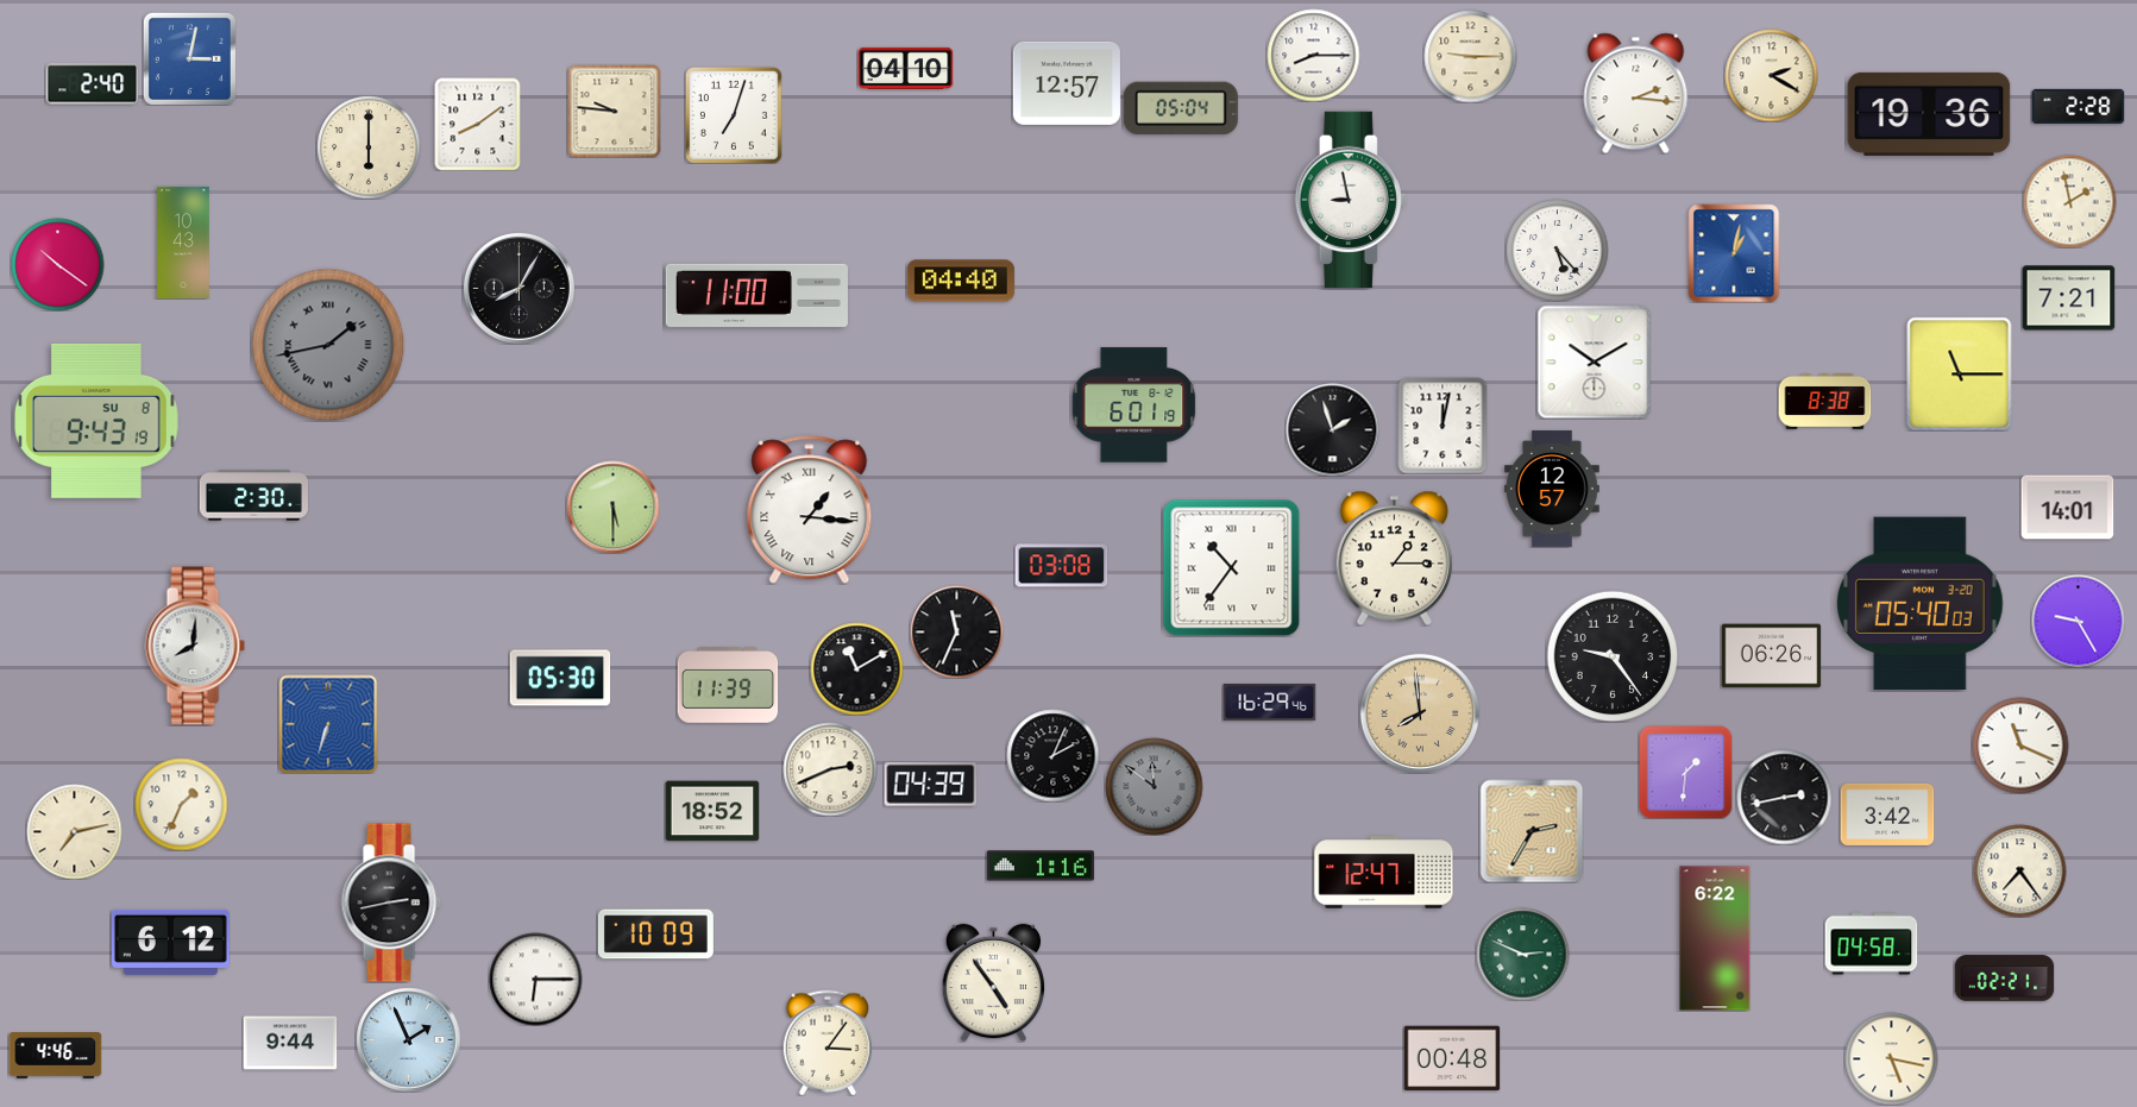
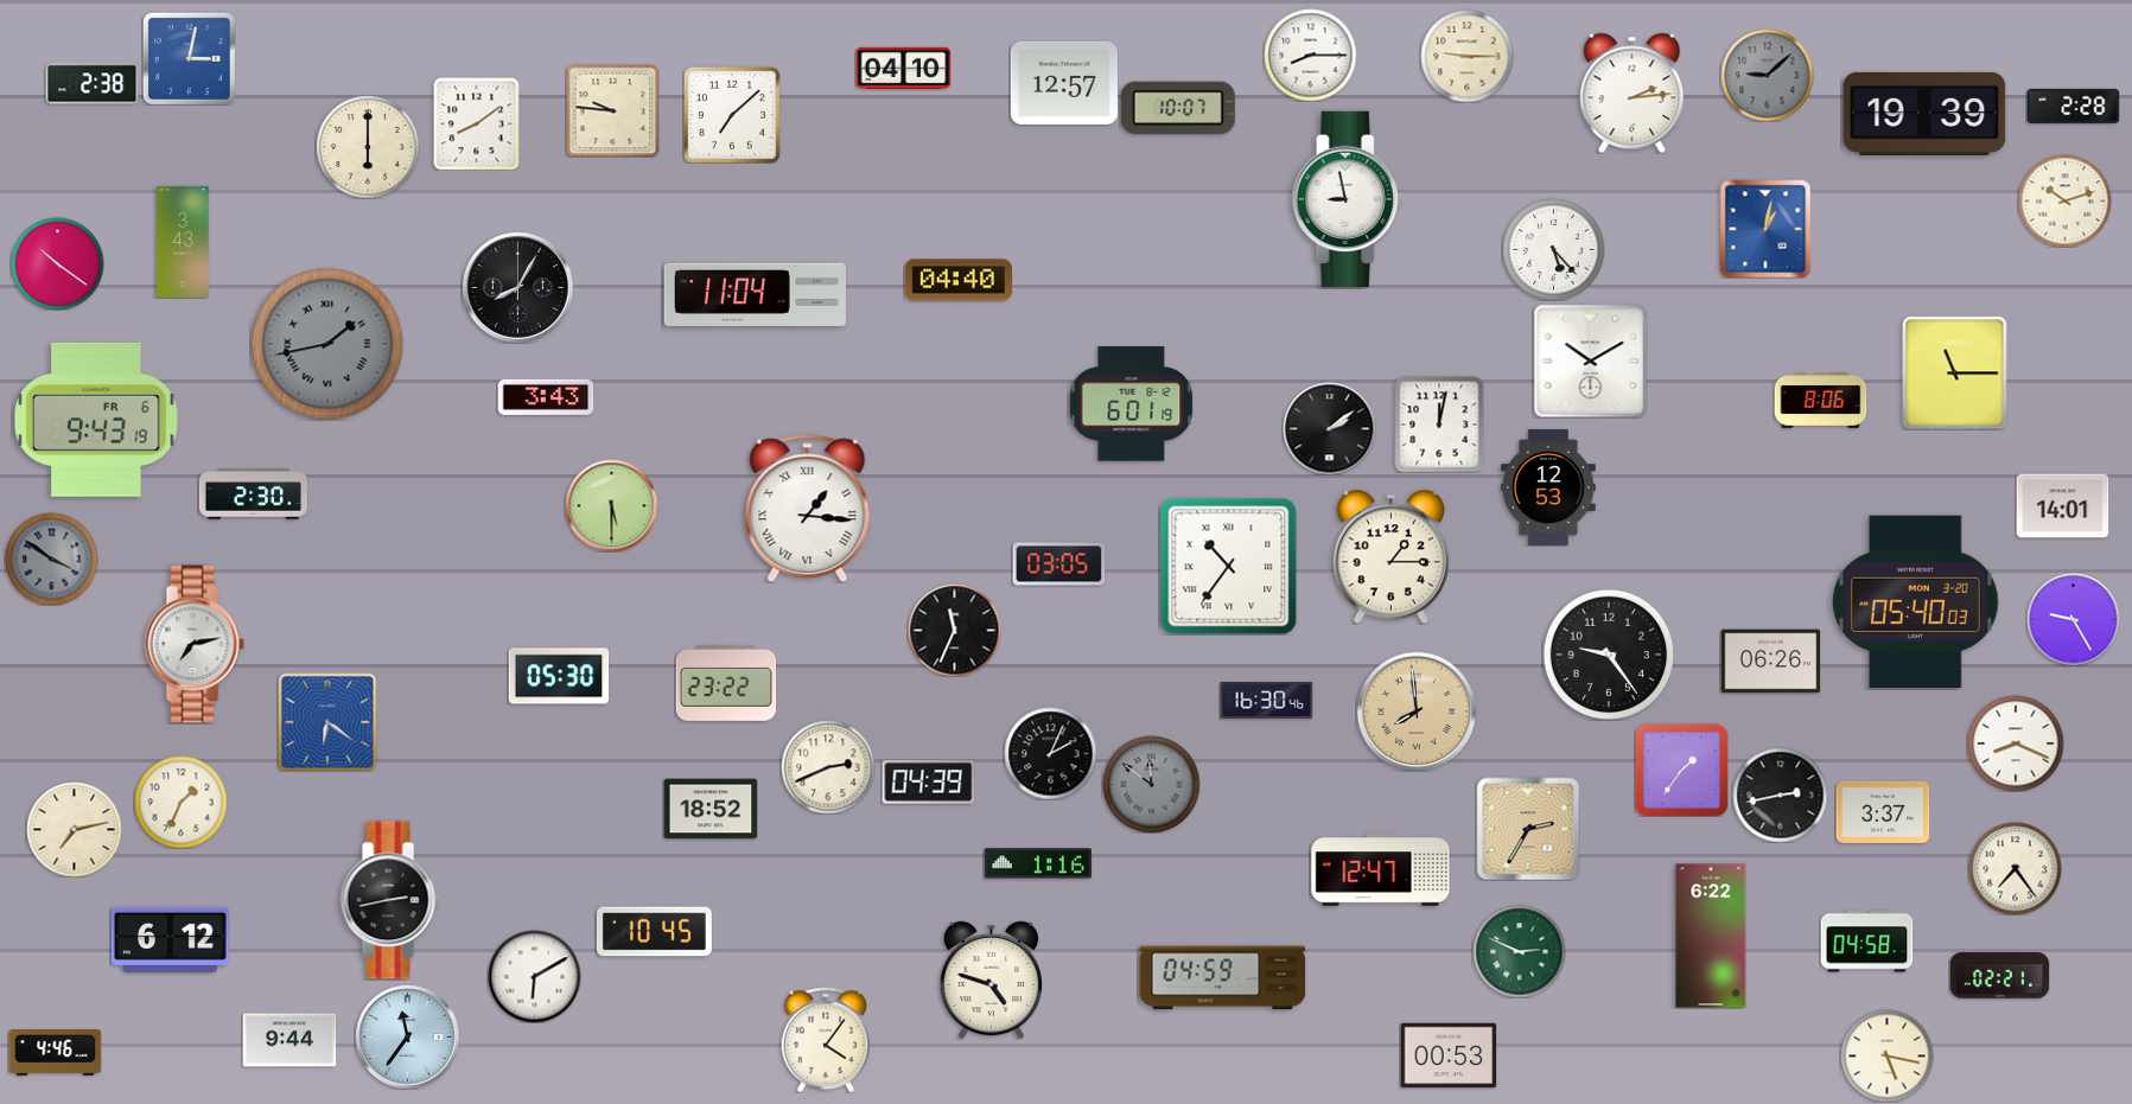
clock at (1771, 75): 2:20 -> 9:08
clock at (1771, 75) dial: cream -> grey
clock at (92, 84): 2:40 -> 2:38
clock at (1636, 93): 2:16 -> 2:14
clock at (1181, 108): 05:04 -> 10:07
clock at (1929, 114): 19:36 -> 19:39
clock at (734, 115): 7:03 -> 7:08
clock at (2069, 201): 1:58 -> 10:12
clock at (183, 243): 10:43 -> 3:43
clock at (1734, 253) position: (1734, 253) -> (1765, 229)
clock at (756, 295): 11:00 -> 11:04
clock at (2068, 298): 7:21 -> none
clock at (546, 397): none -> 3:43
clock at (1824, 401): 8:38 -> 8:06
clock at (98, 421) date: SU 8 -> FR 6
clock at (1332, 429): 1:57 -> 2:09
clock at (1553, 489): 12:57 -> 12:53
clock at (51, 559): none -> 3:51
clock at (1061, 566): 03:08 -> 03:05
clock at (195, 646): 8:01 -> 7:13
clock at (1771, 656) position: (1771, 656) -> (1770, 662)
clock at (856, 668): 11:10 -> none
clock at (728, 686): 11:39 -> 23:22
clock at (1269, 702): 16:29 -> 16:30
clock at (328, 724): 6:33 -> 6:21
clock at (2020, 746): 11:19 -> 8:19
clock at (1685, 772): 1:31 -> 1:36
clock at (1887, 814): 3:42 -> 3:37
clock at (655, 935): 10:09 -> 10:45
clock at (535, 979): 6:15 -> 6:10
clock at (1223, 978): none -> 04:59
clock at (994, 982): 4:54 -> 4:48
clock at (408, 1039): 1:56 -> 11:36
clock at (826, 1043): 3:06 -> 4:06
clock at (1452, 1058): 00:48 -> 00:53
